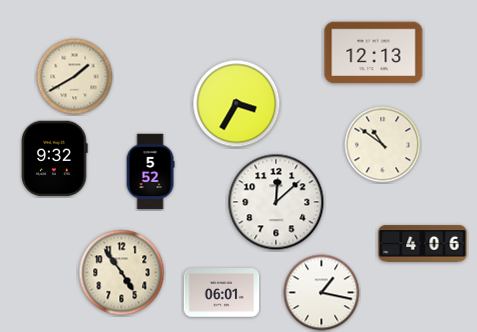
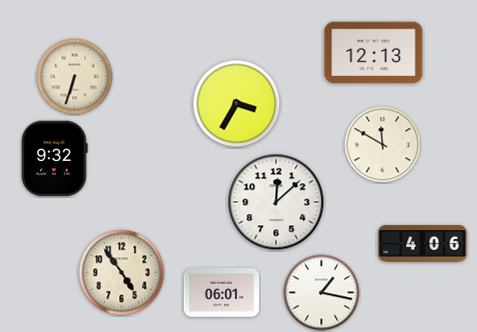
clock at (75, 77): 1:40 -> 6:33
clock at (383, 145): 10:51 -> 11:50
clock at (150, 172): 5:52 -> none
